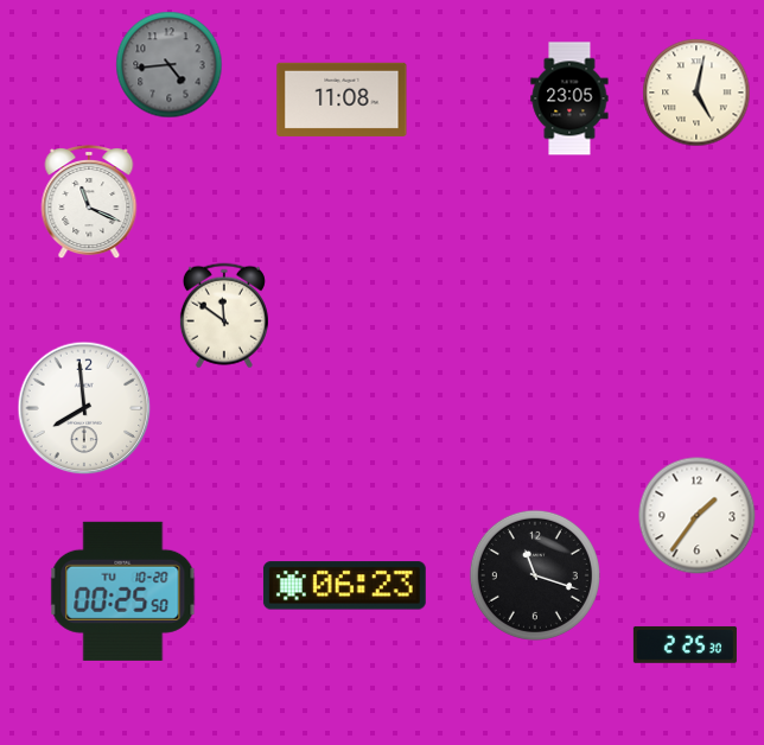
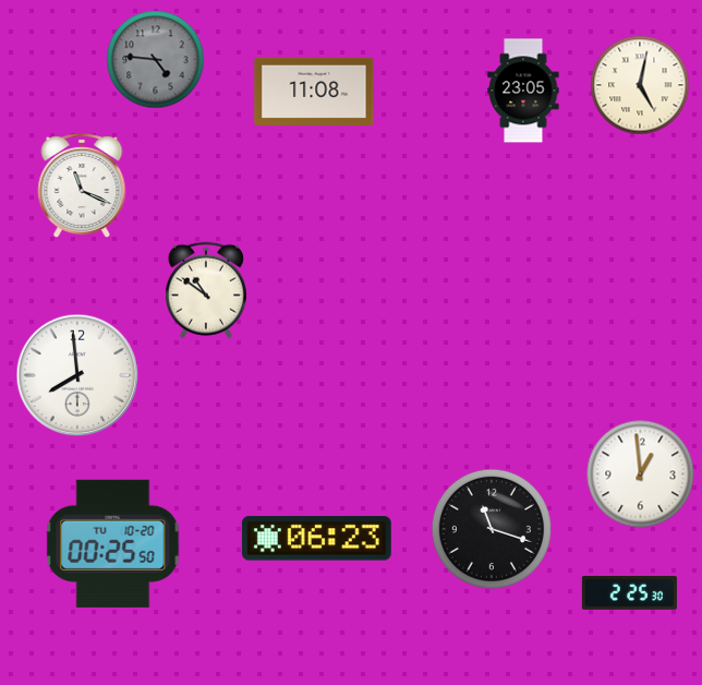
clock at (170, 65): 4:44 -> 4:46
clock at (224, 316): 11:51 -> 10:51
clock at (698, 516): 1:36 -> 12:59
